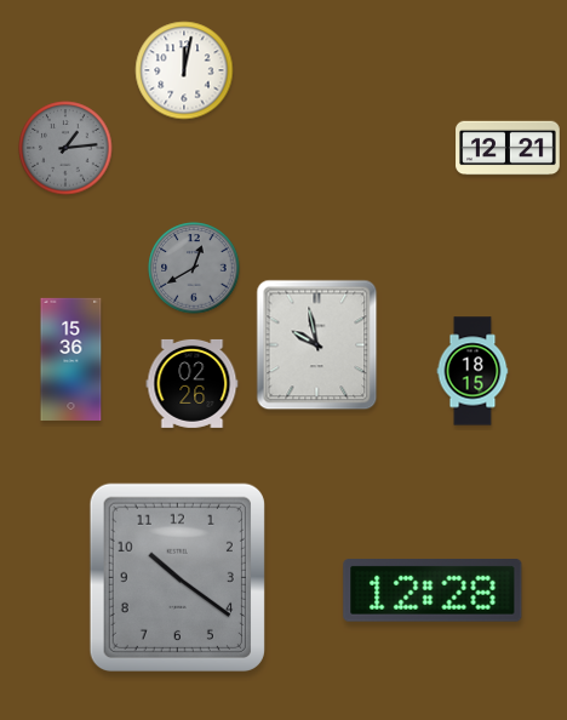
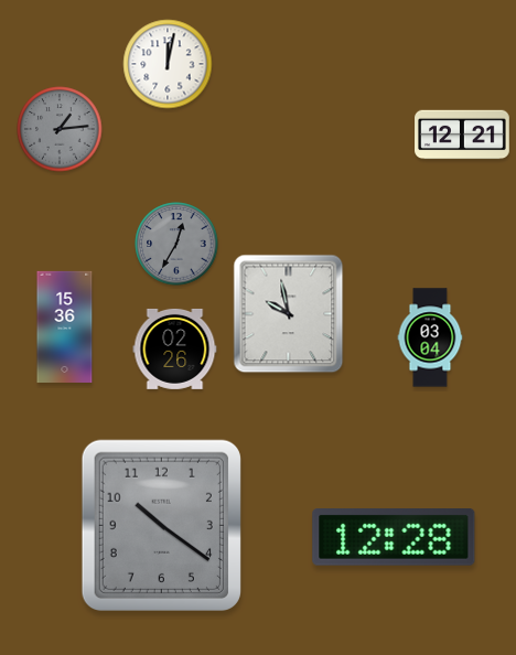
clock at (65, 148) position: (65, 148) -> (60, 129)
clock at (194, 268): 12:40 -> 12:35
clock at (472, 371): 18:15 -> 03:04
